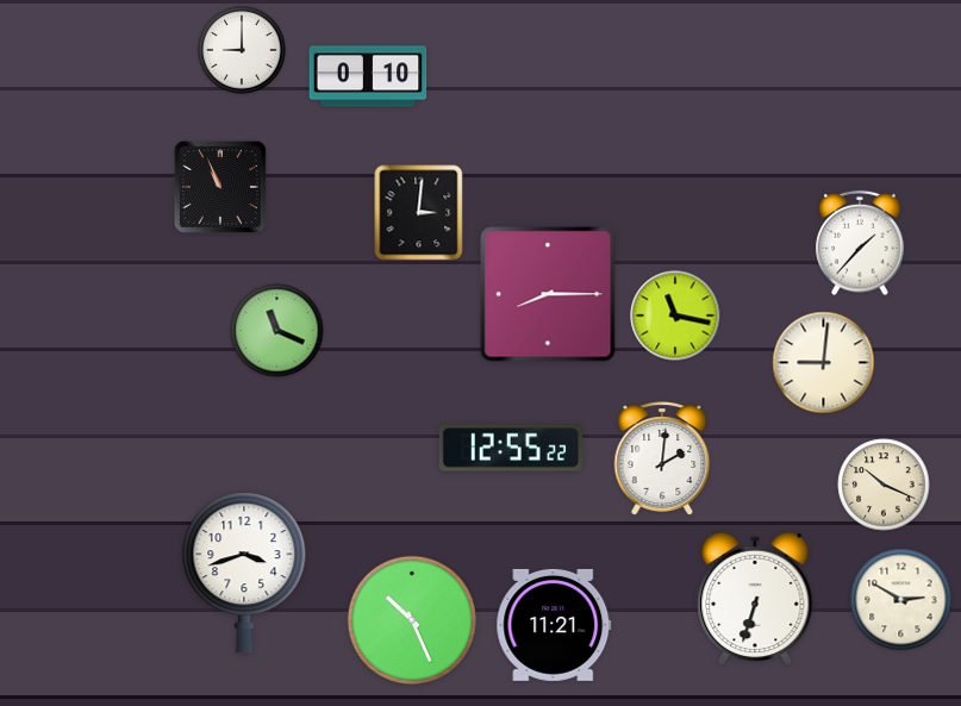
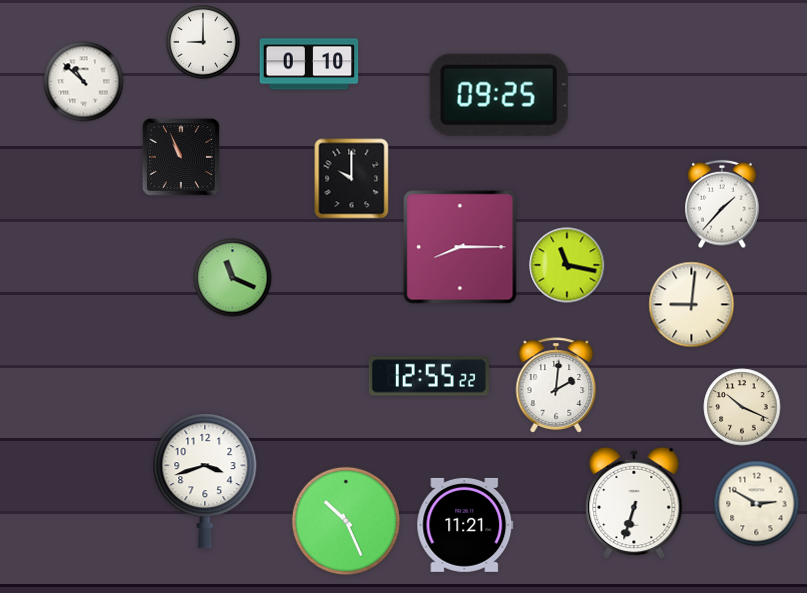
clock at (84, 82): none -> 10:52
clock at (499, 95): none -> 09:25
clock at (220, 187) position: (220, 187) -> (181, 157)
clock at (419, 213): 3:01 -> 10:00
